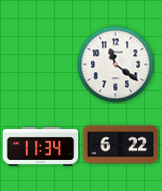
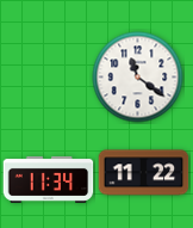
clock at (121, 145): 6:22 -> 11:22
clock at (41, 146) position: (41, 146) -> (49, 179)
